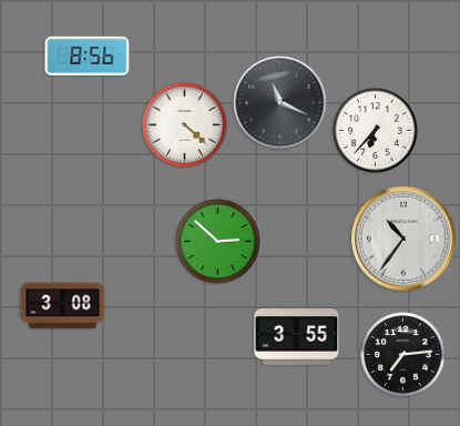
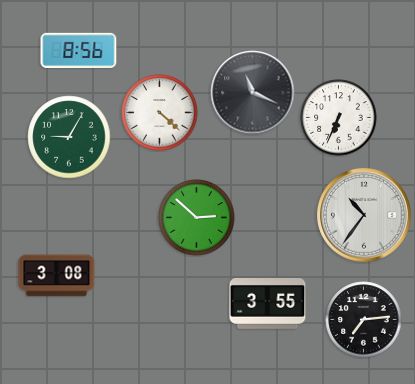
clock at (185, 125) position: (185, 125) -> (160, 113)
clock at (376, 131): 6:37 -> 6:34
clock at (69, 137): none -> 9:05
